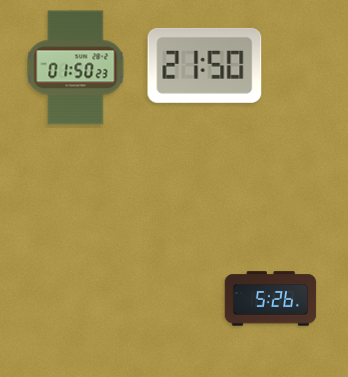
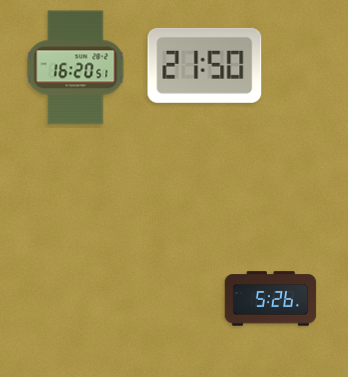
clock at (76, 68): 01:50 -> 16:20
